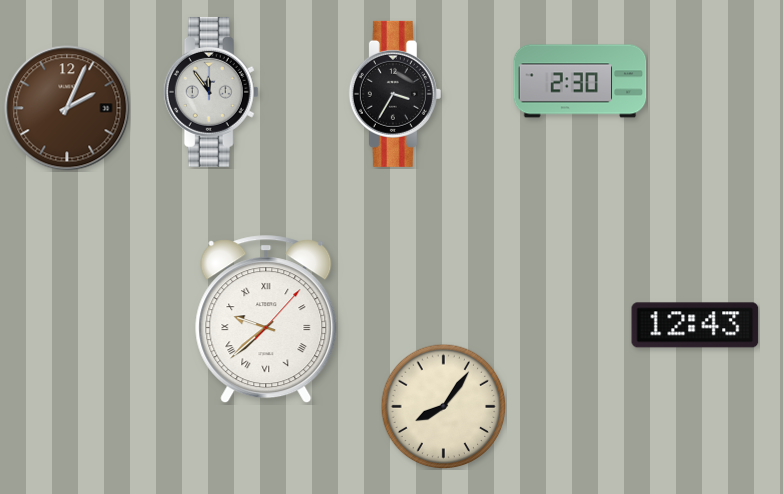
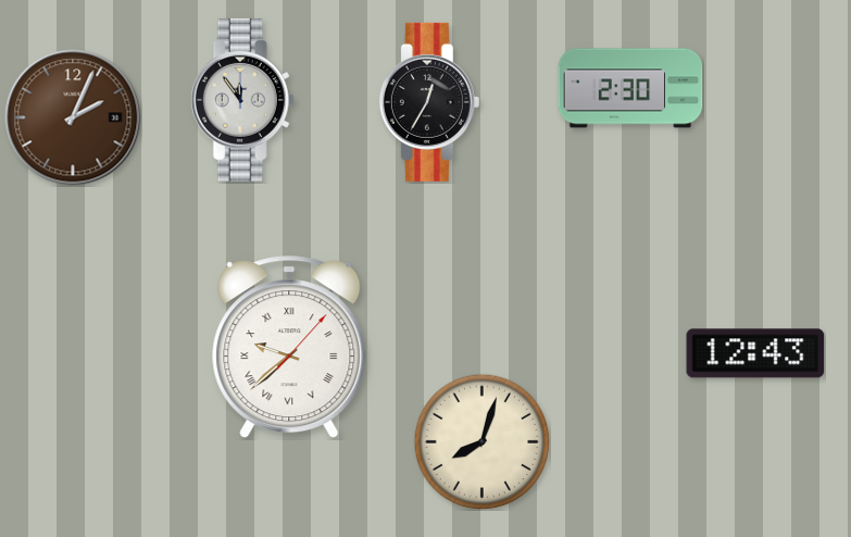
clock at (211, 92) position: (211, 92) -> (242, 100)
clock at (395, 94): 3:35 -> 12:35
clock at (443, 406): 8:06 -> 8:03
